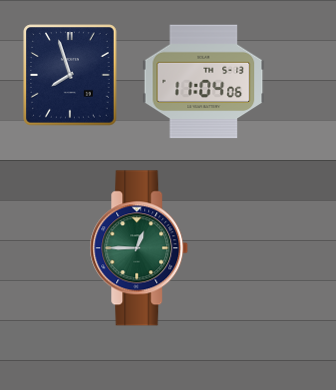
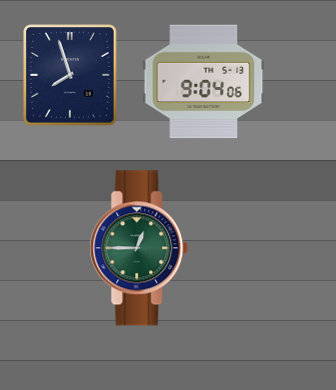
clock at (204, 82): 11:04 -> 9:04
